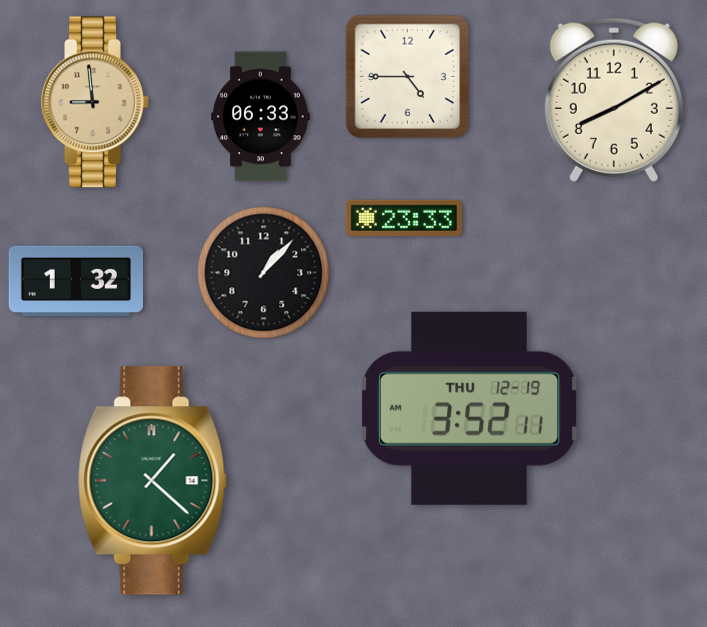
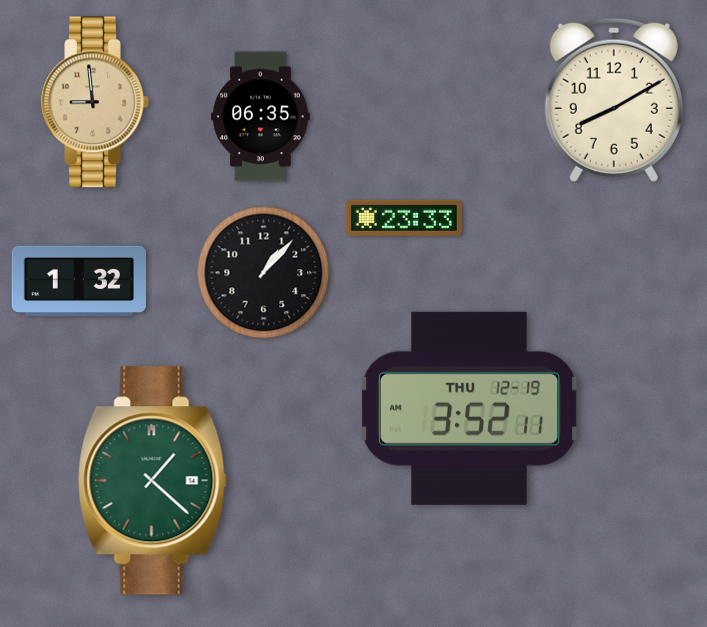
clock at (408, 77): 4:45 -> none
clock at (261, 117): 06:33 -> 06:35
clock at (75, 281) position: (75, 281) -> (78, 281)
